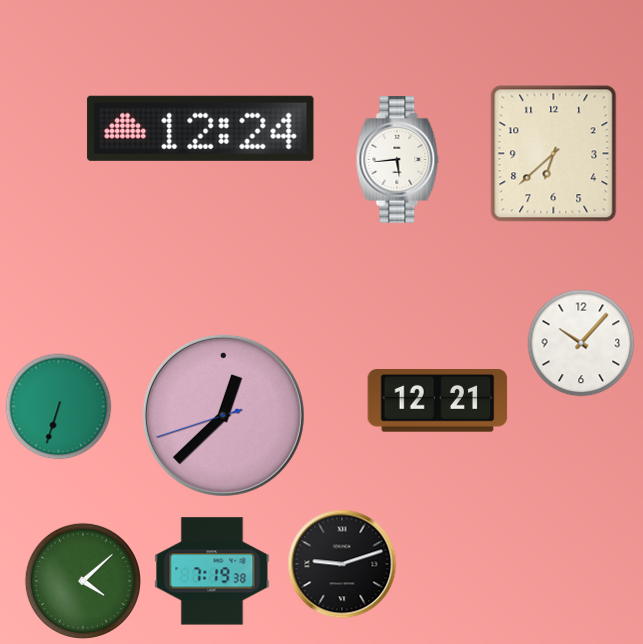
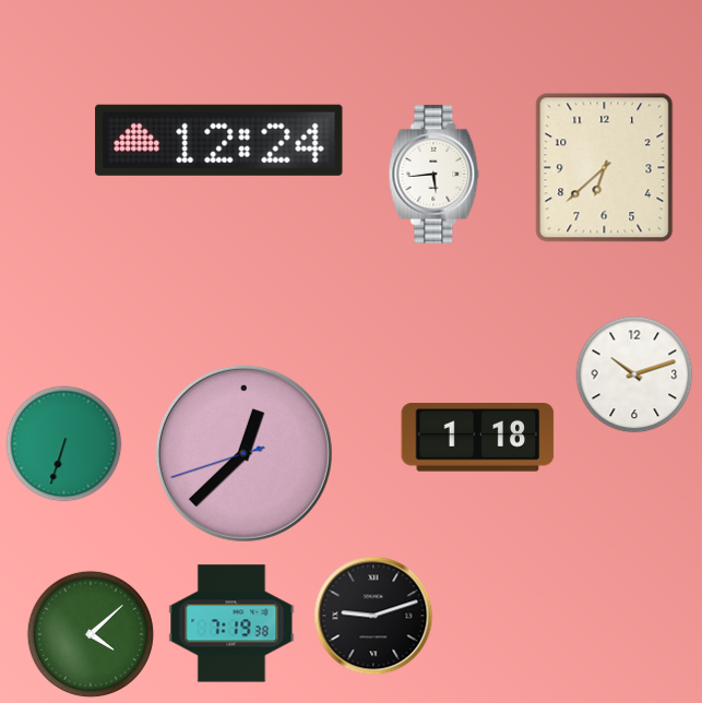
clock at (581, 343): 10:07 -> 10:12
clock at (438, 401): 12:21 -> 1:18
